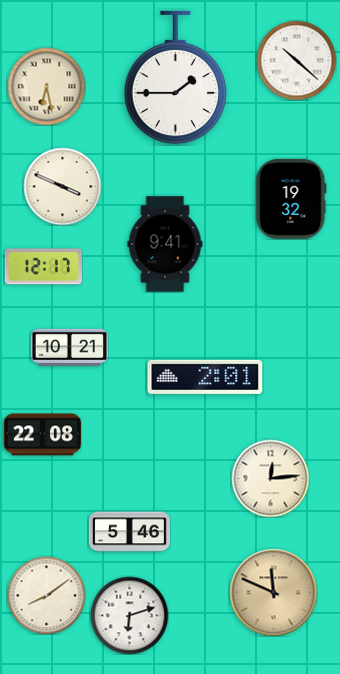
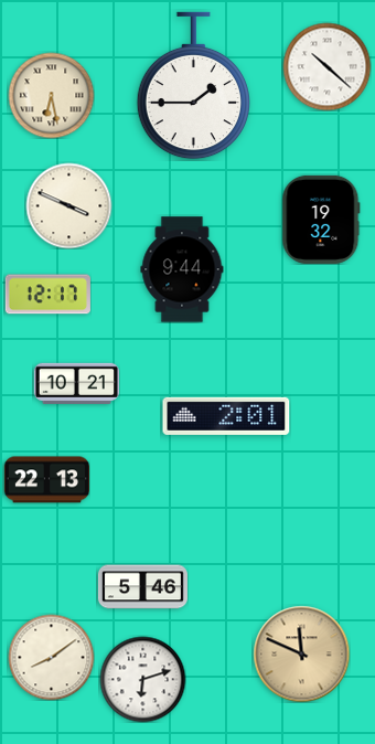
clock at (165, 244): 9:41 -> 9:44
clock at (42, 435): 22:08 -> 22:13
clock at (270, 478): 12:14 -> none
